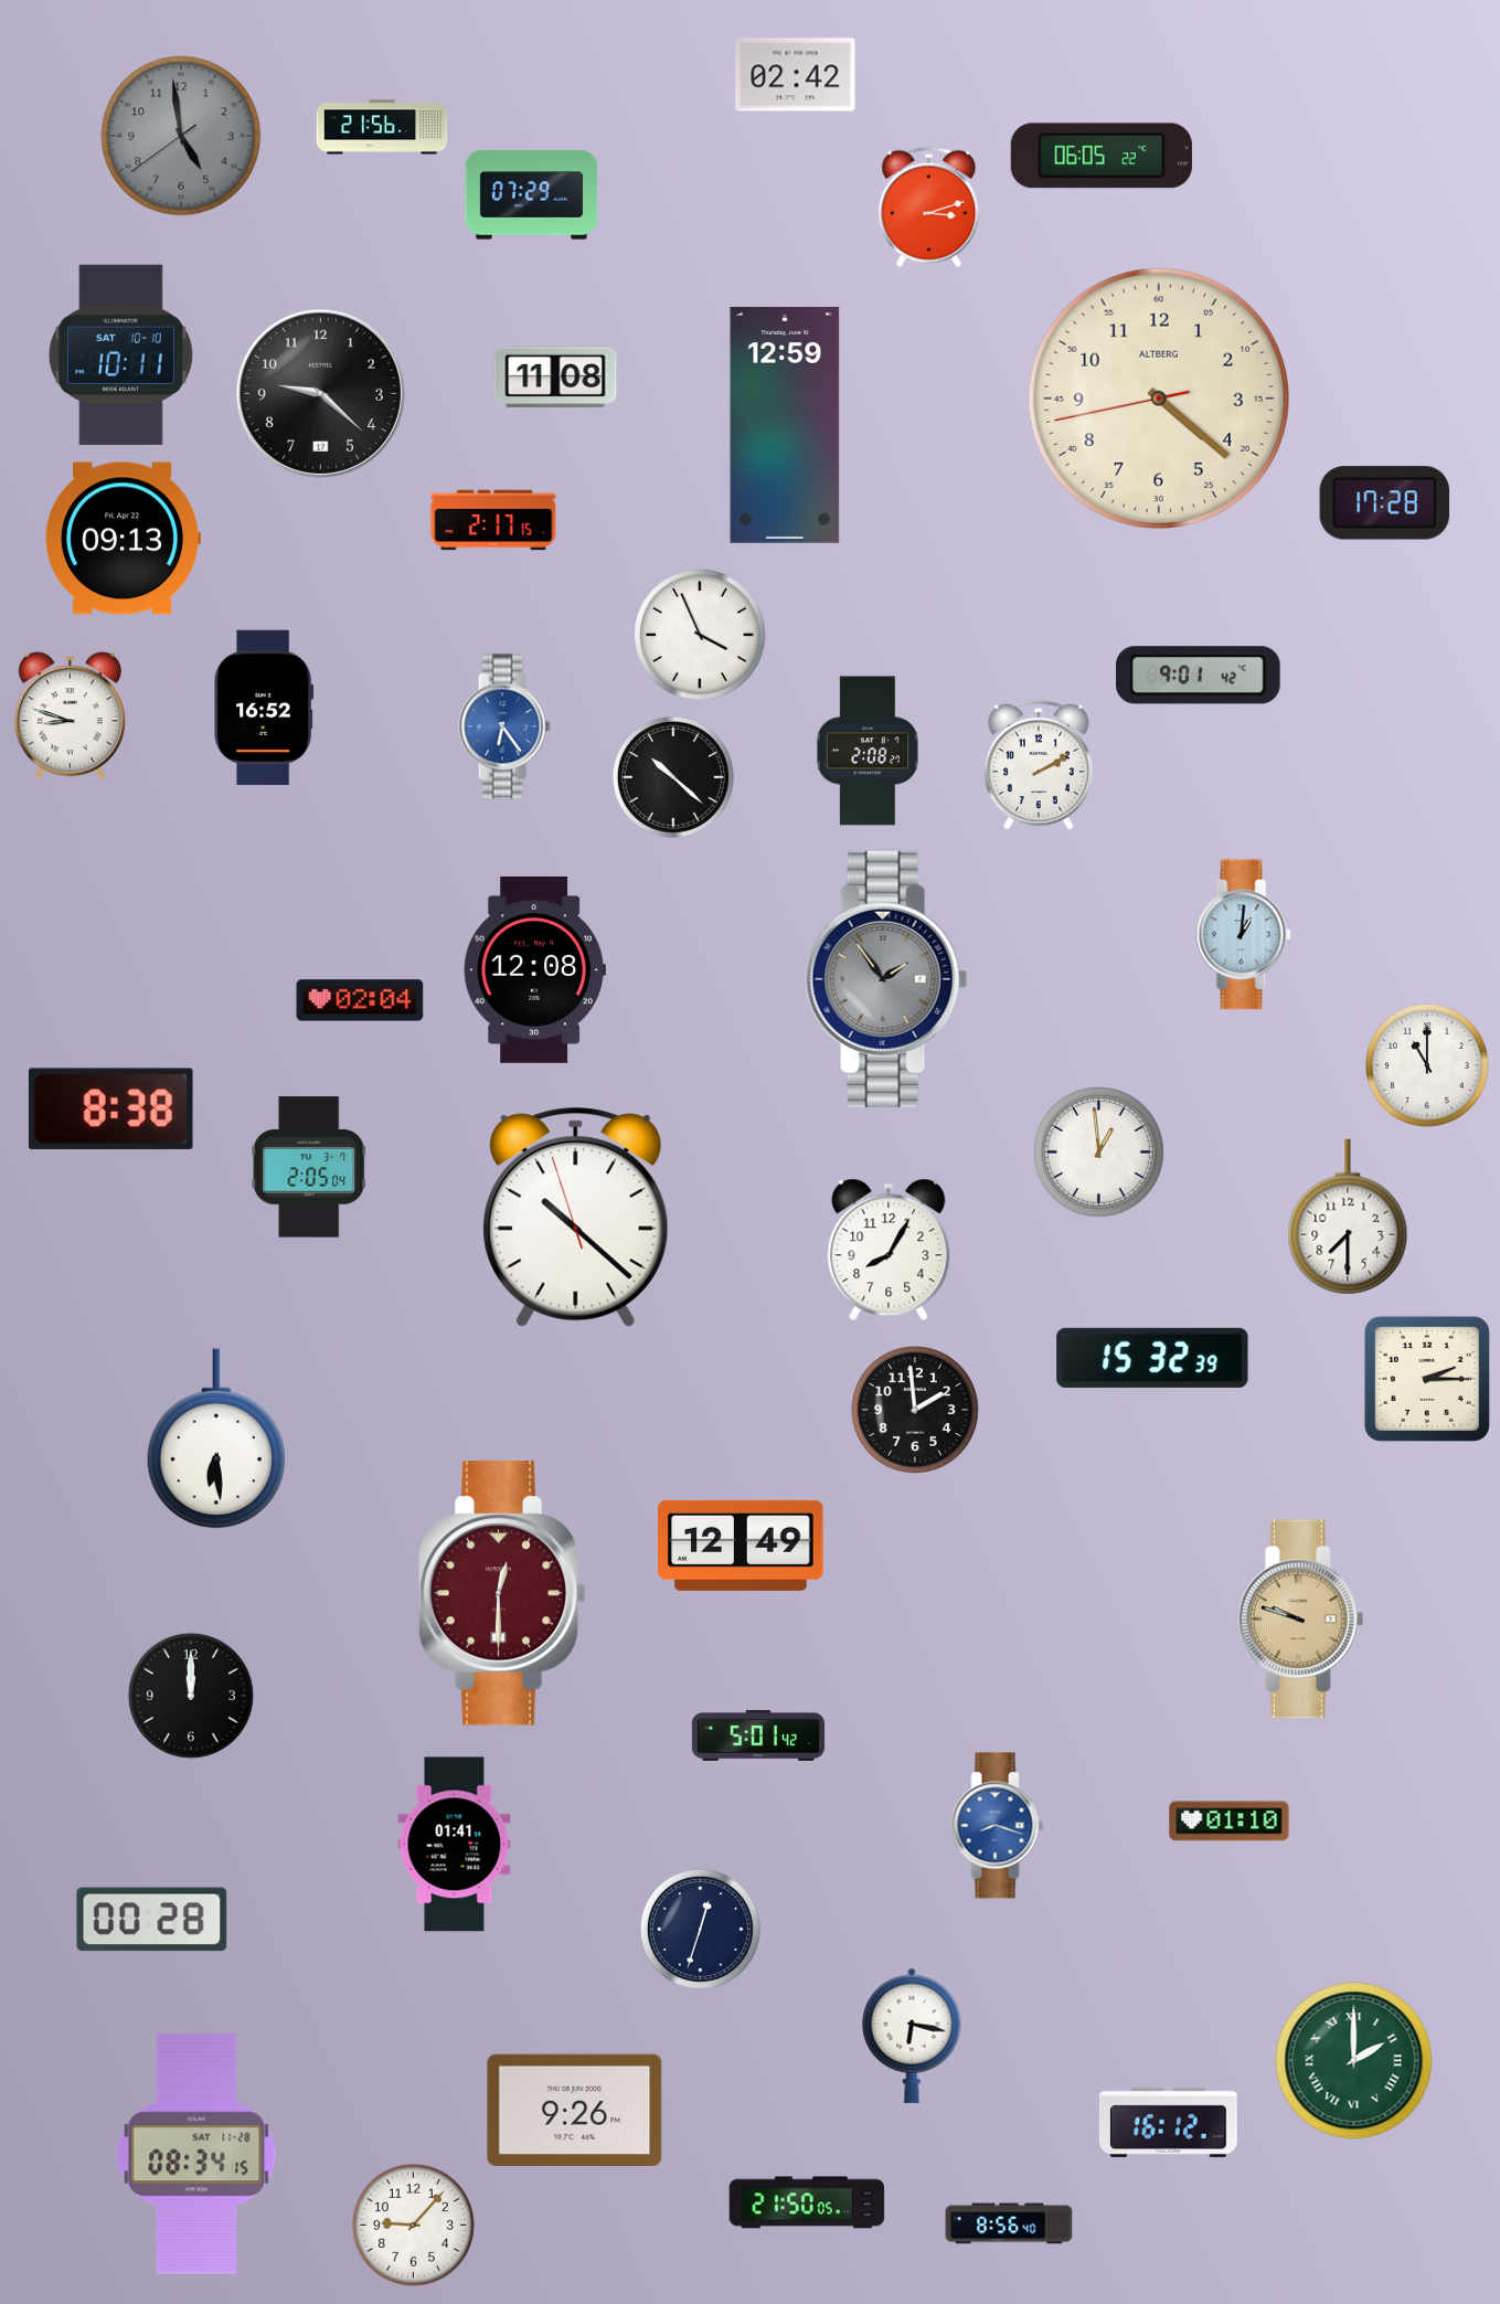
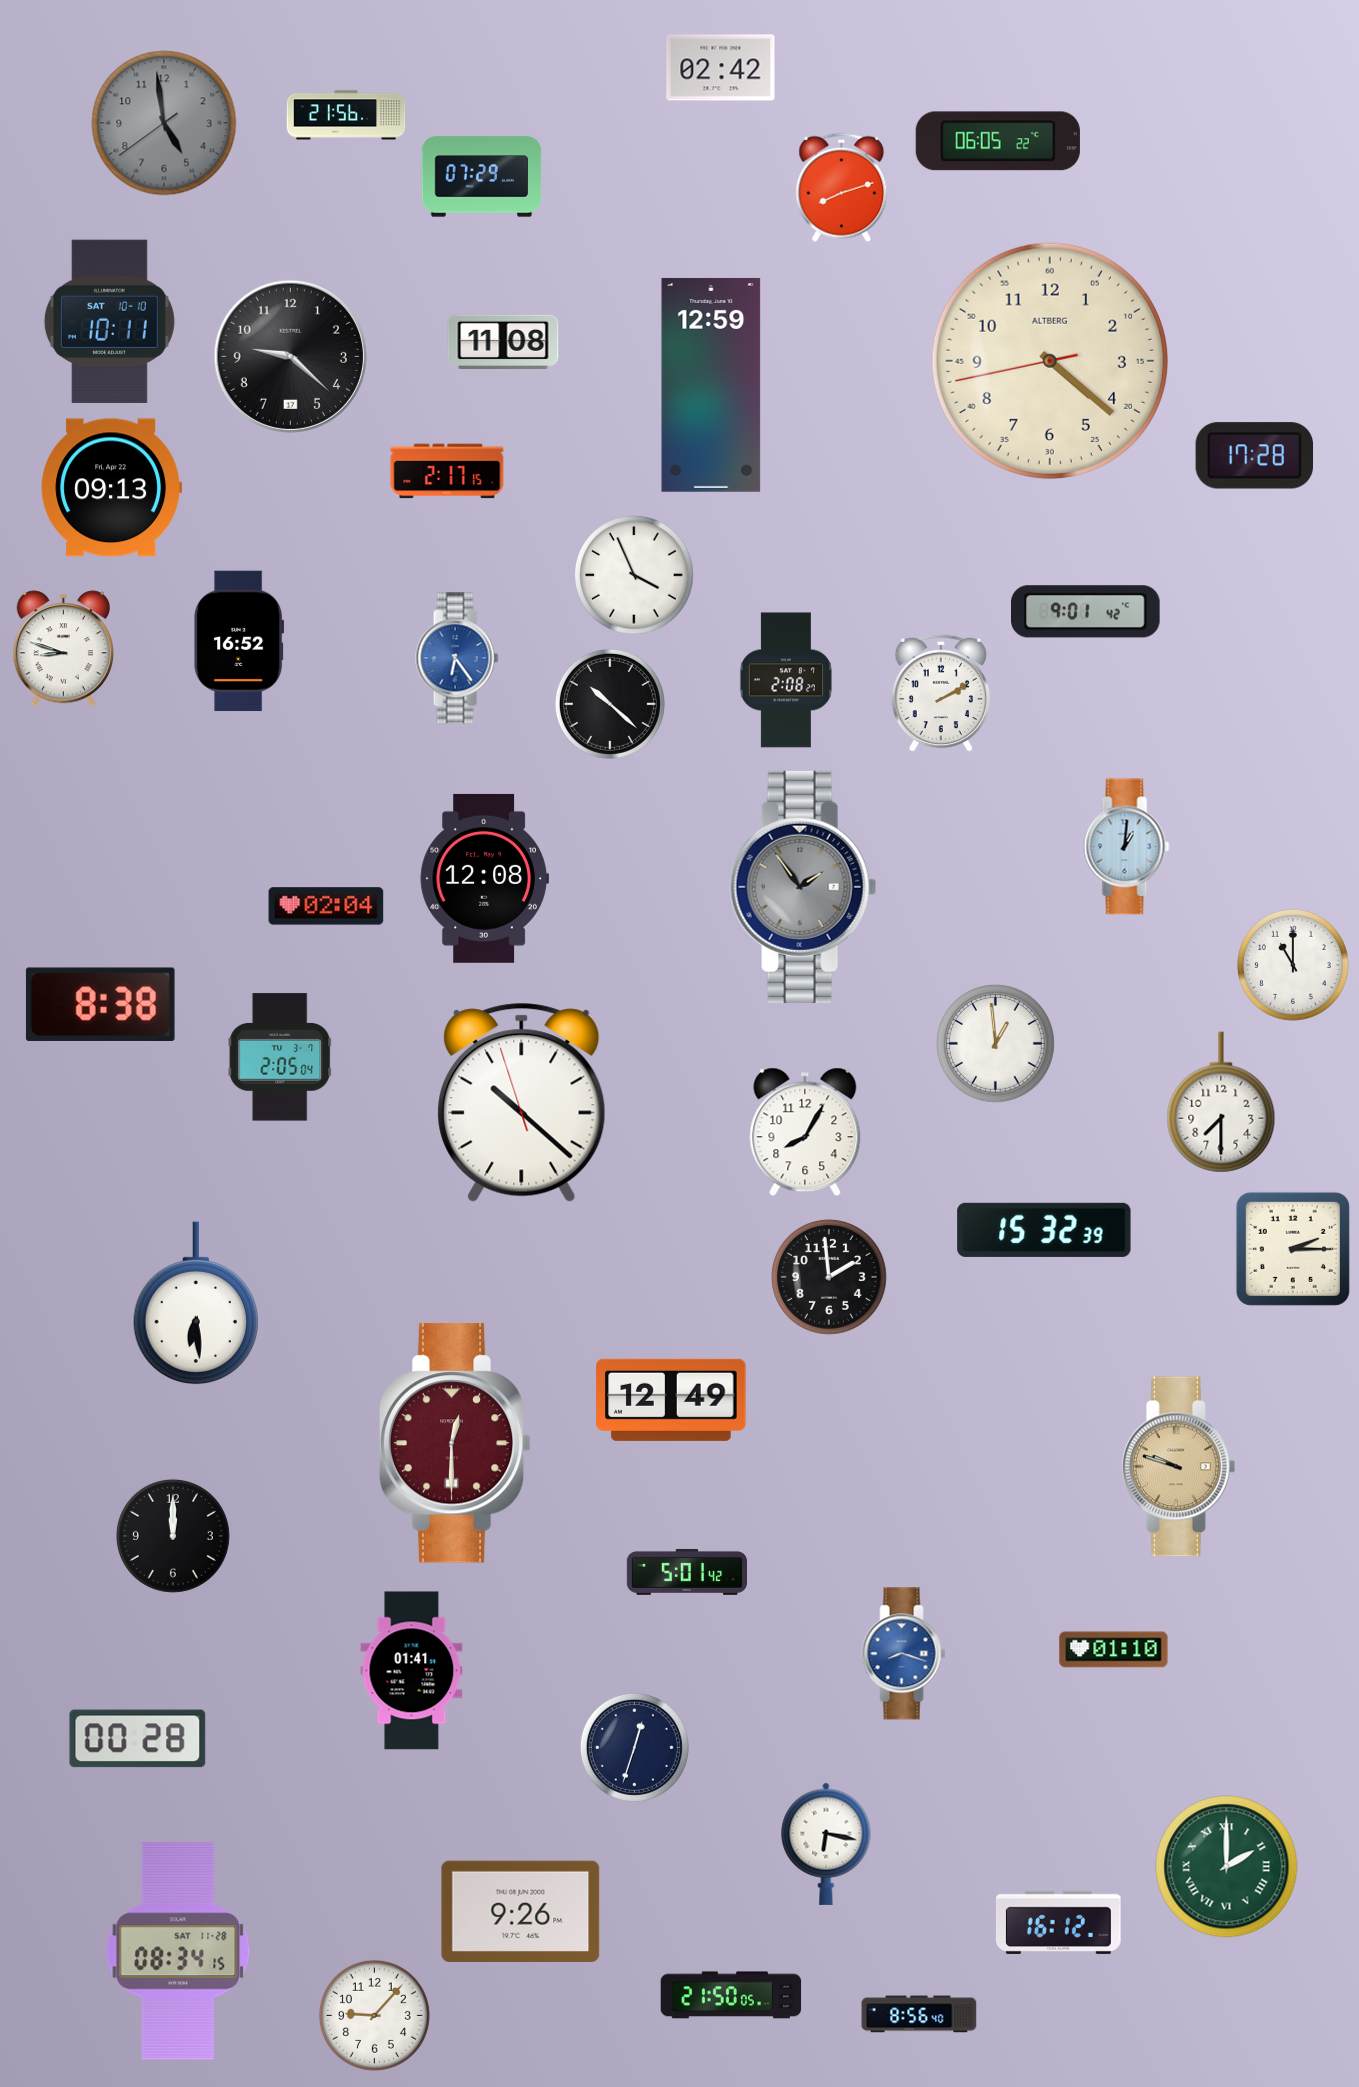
clock at (929, 206): 3:12 -> 8:12
clock at (1009, 2223) position: (1009, 2223) -> (919, 2014)
